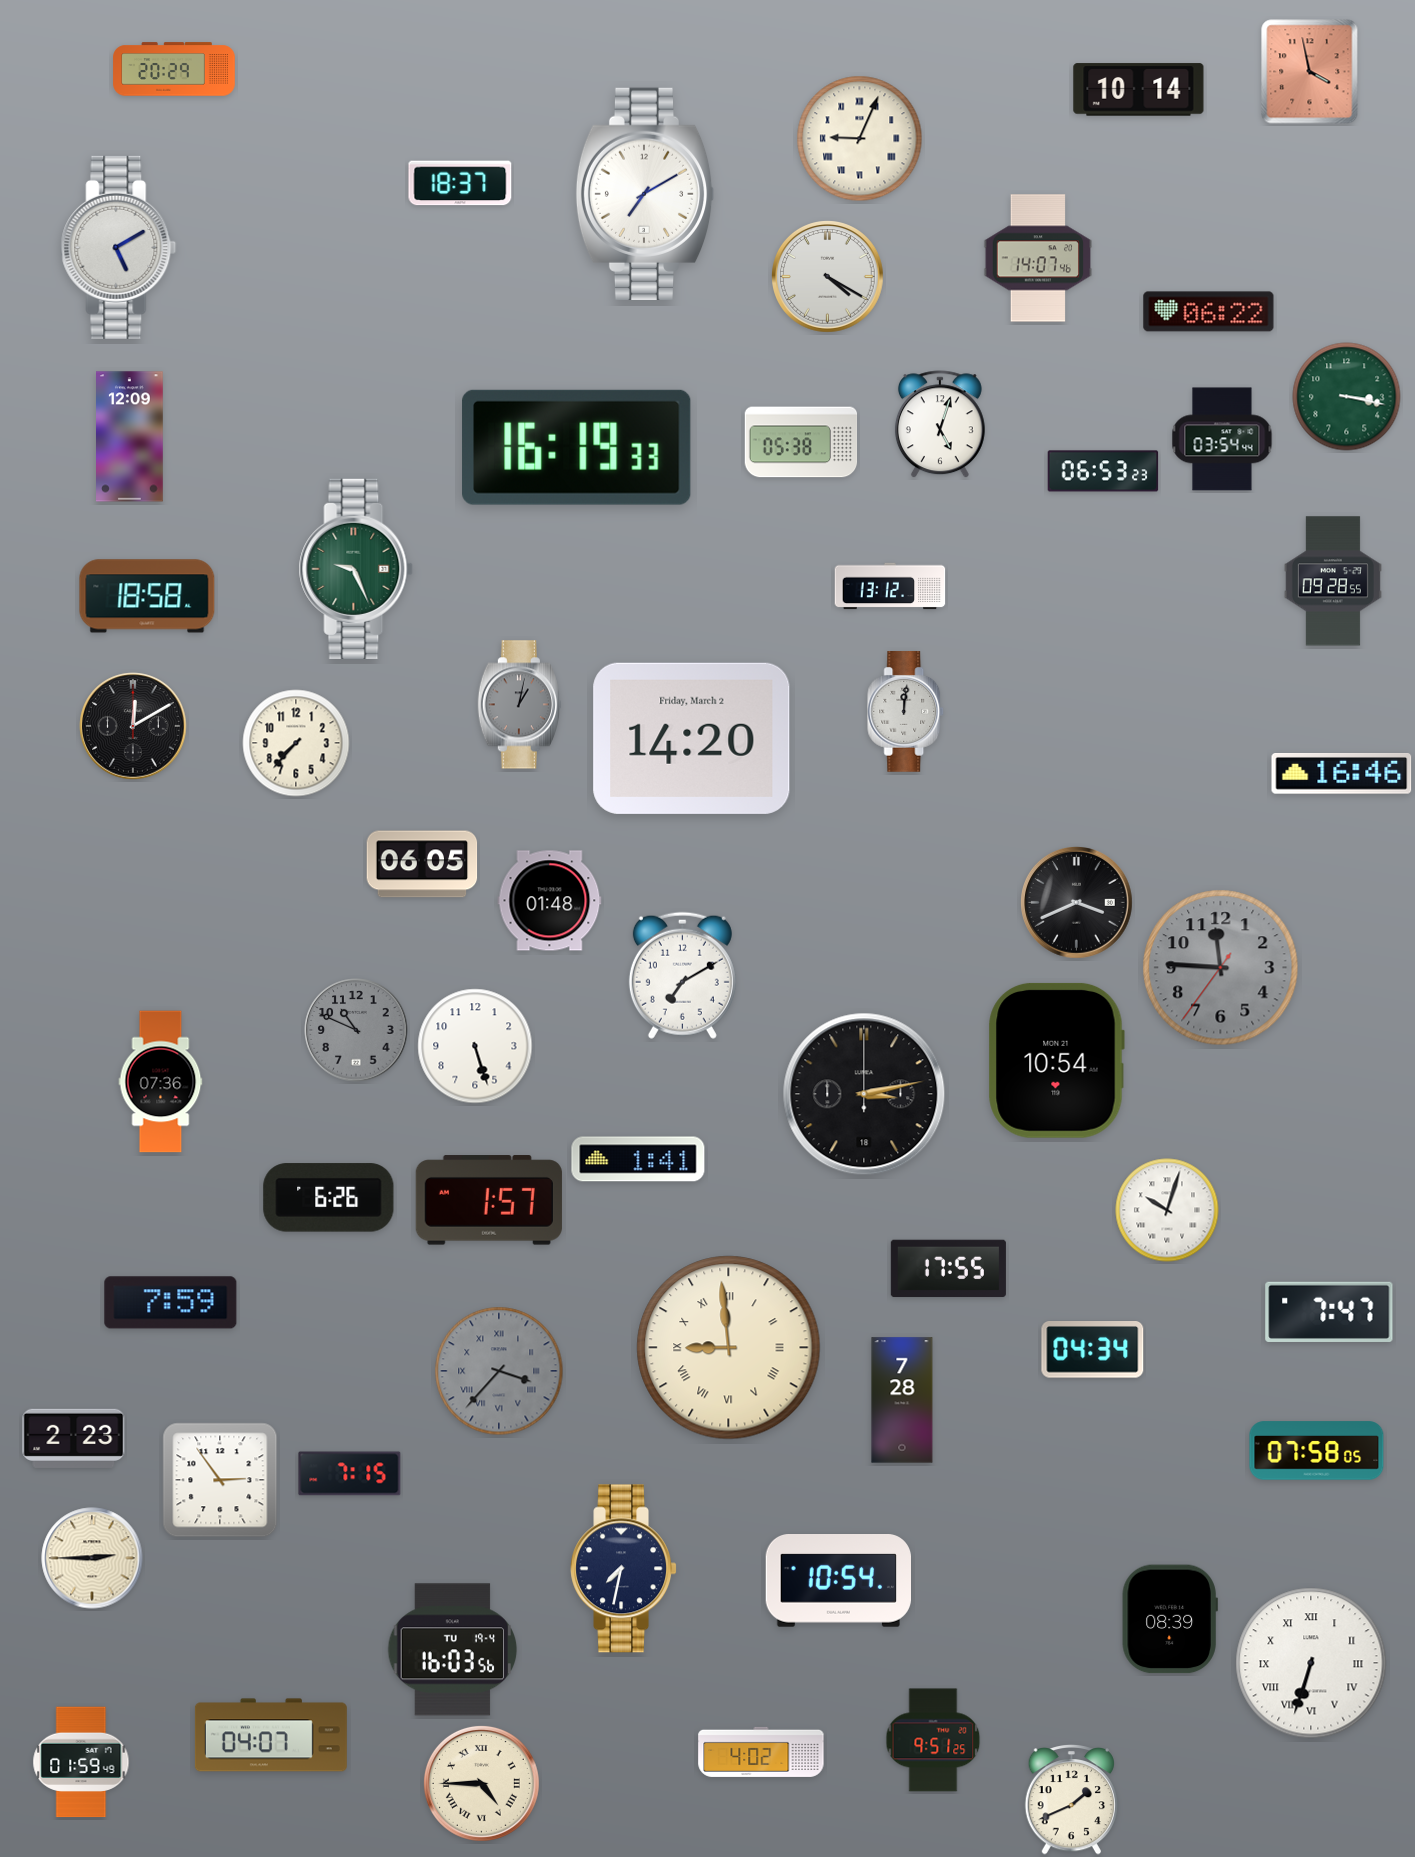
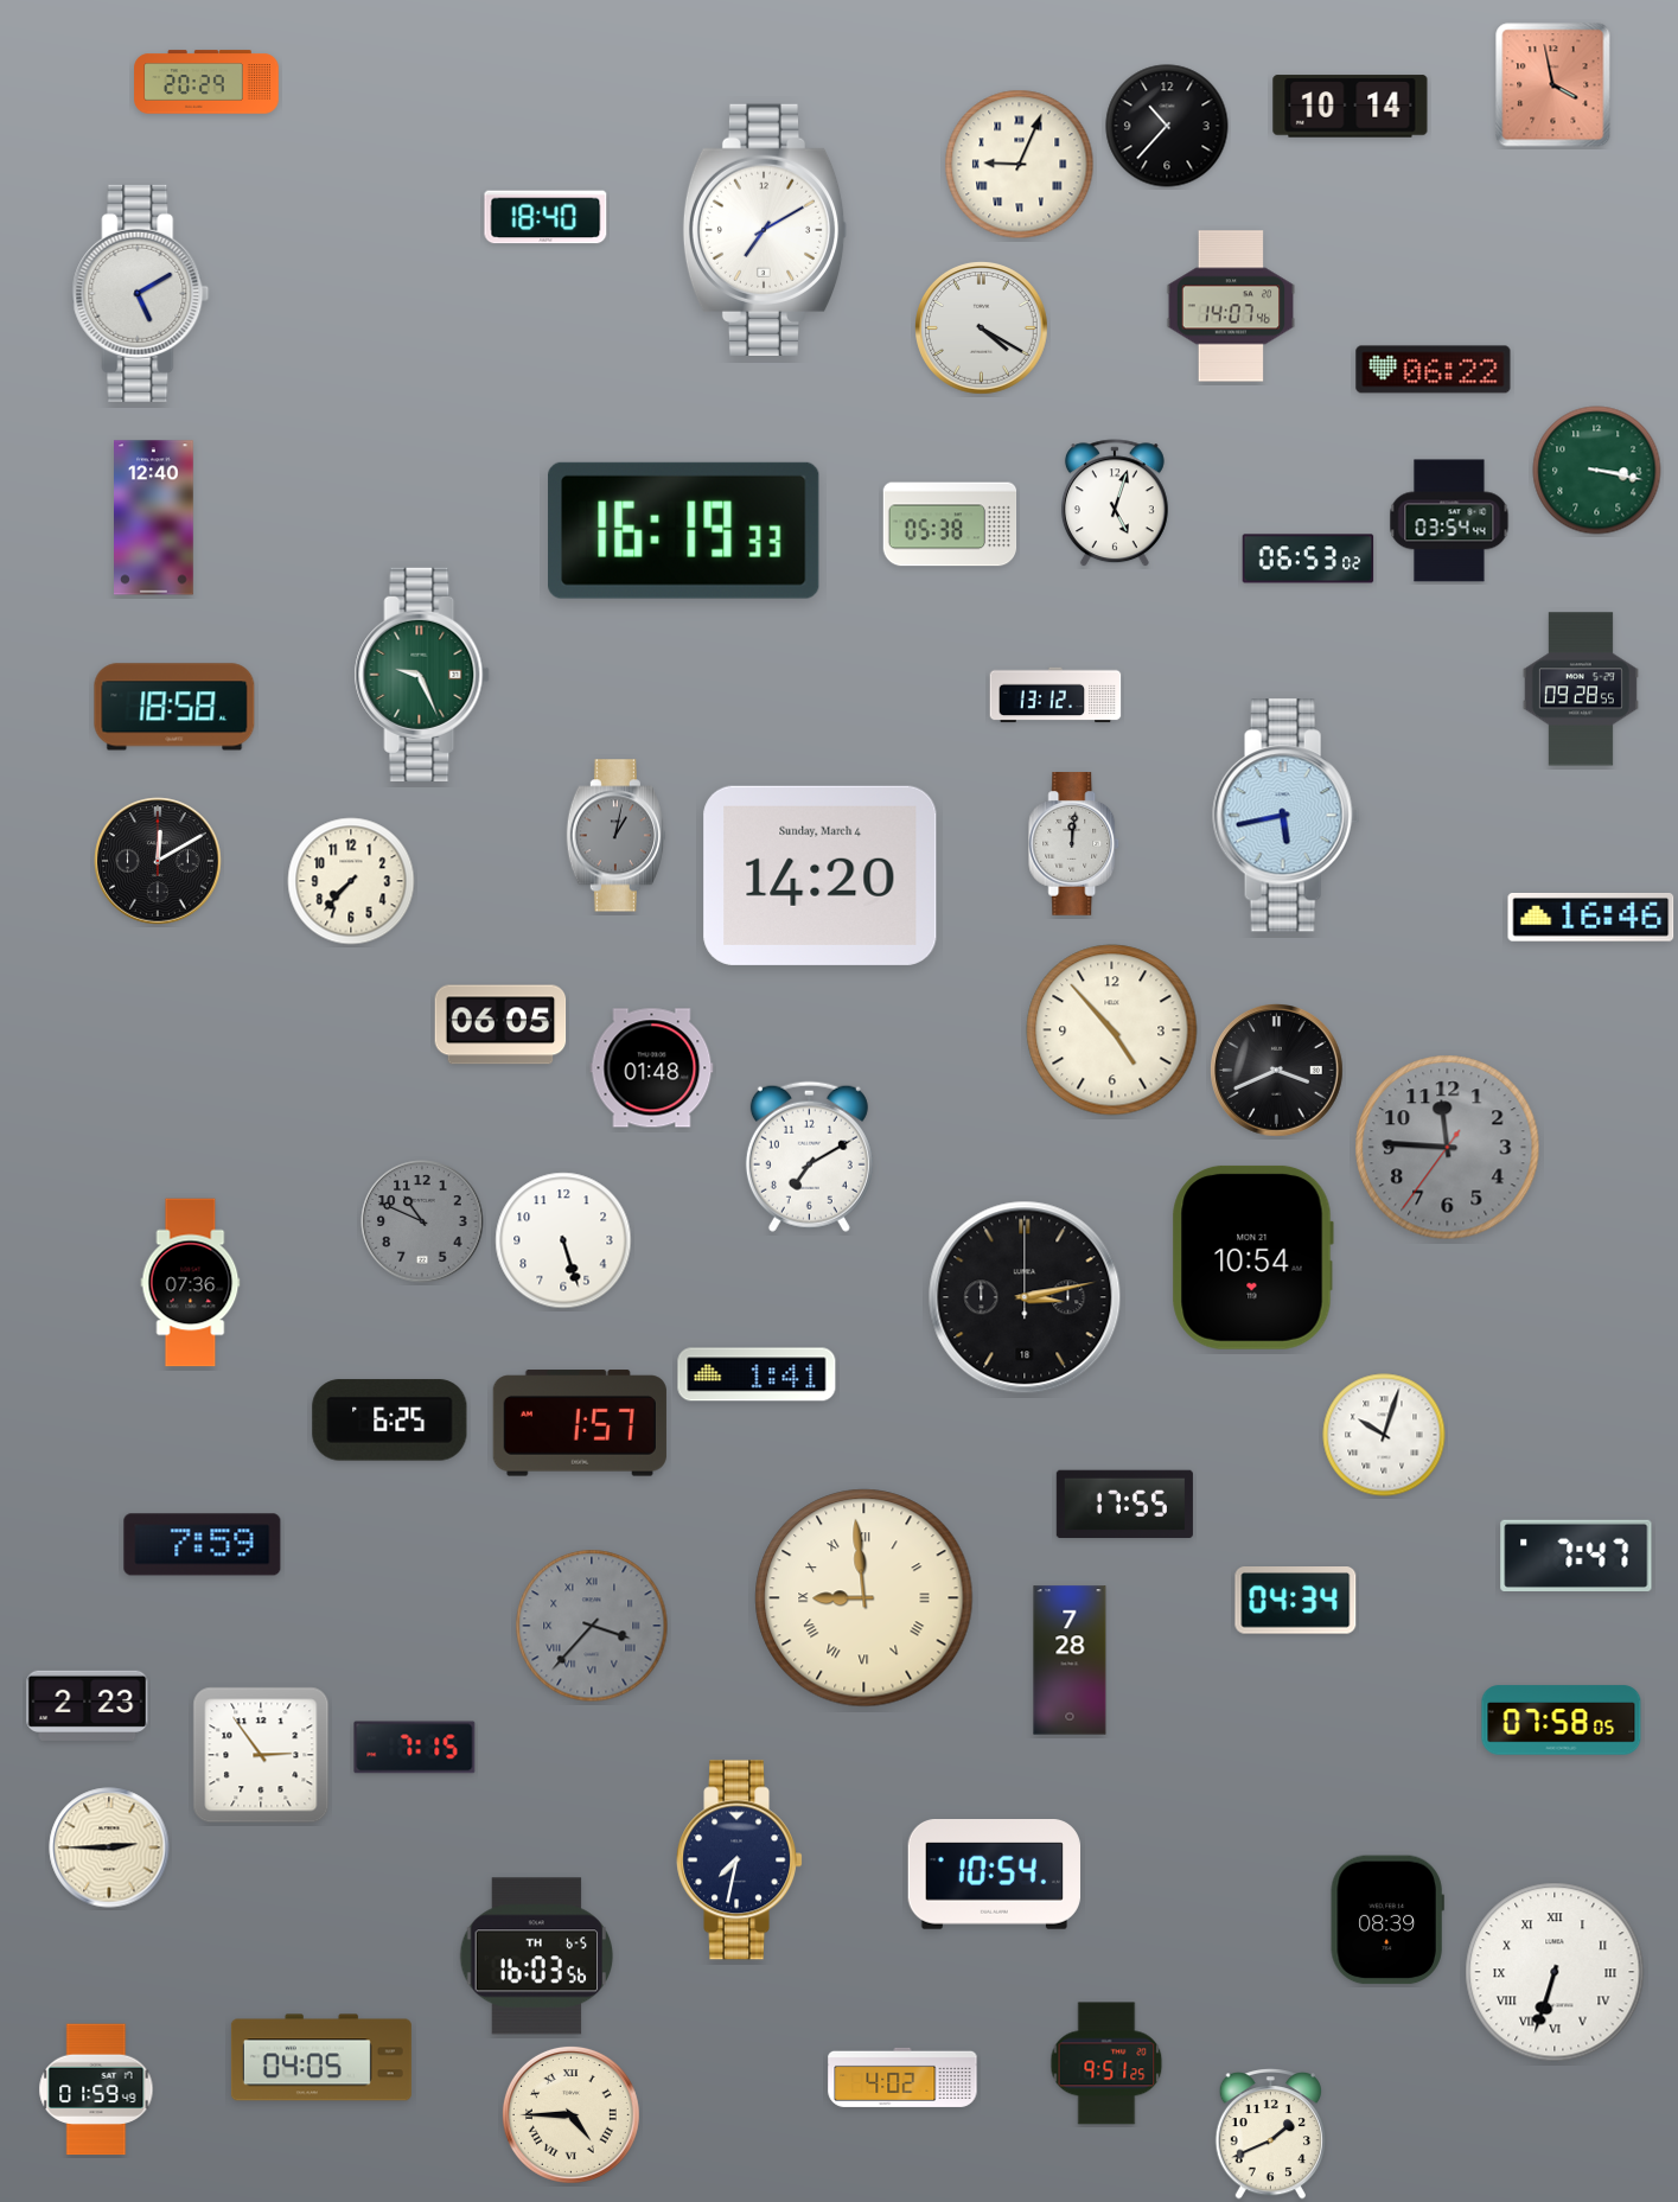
clock at (1167, 126): none -> 10:37
clock at (460, 183): 18:37 -> 18:40
clock at (130, 437): 12:09 -> 12:40
clock at (1103, 471): 06:53:23 -> 06:53:02
clock at (1287, 816): none -> 5:43
clock at (692, 738) date: Friday, March 2 -> Sunday, March 4
clock at (1112, 1030): none -> 4:53
clock at (329, 1198): 6:26 -> 6:25
clock at (453, 1650) date: TU 19-4 -> TH 6-5
clock at (271, 1735): 04:07 -> 04:05
